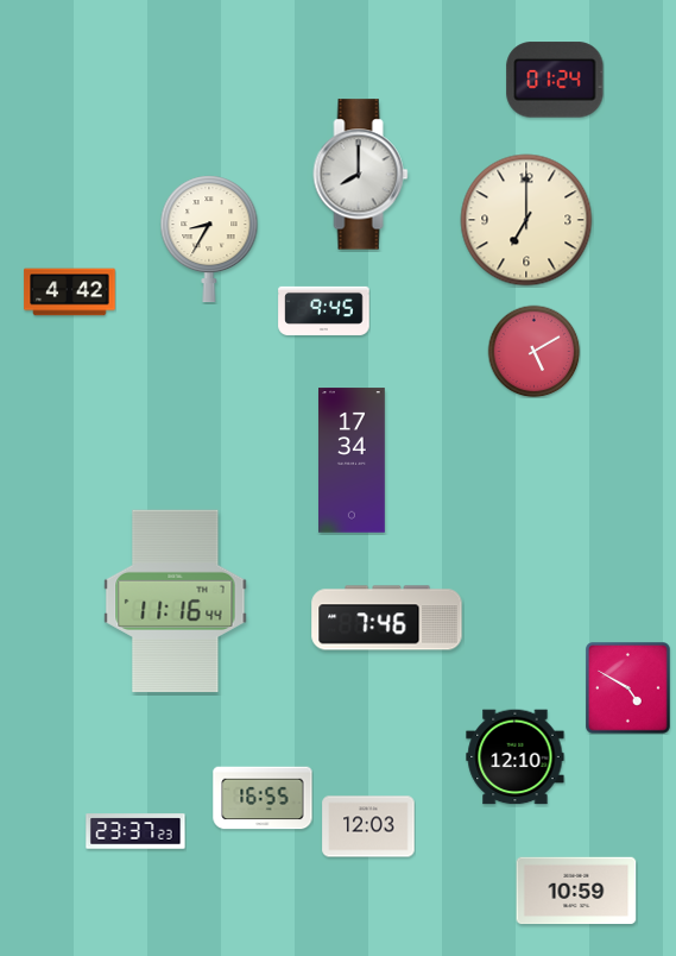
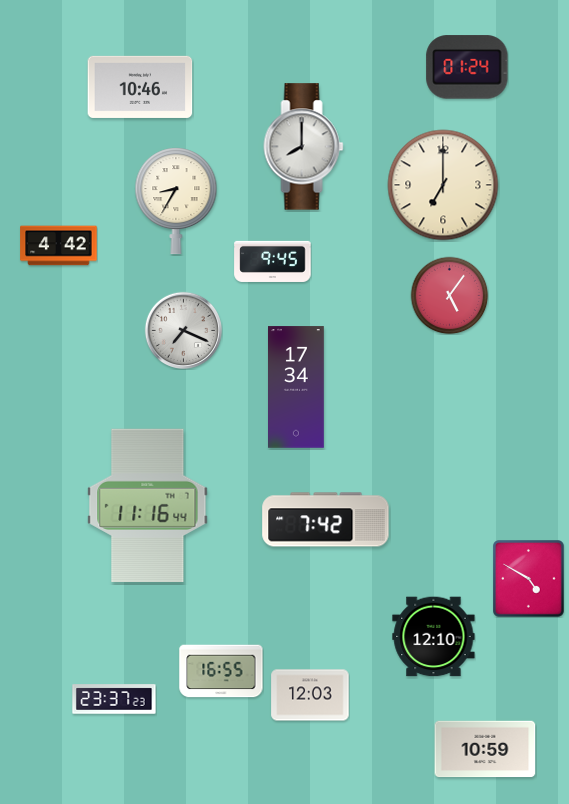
clock at (140, 87): none -> 10:46
clock at (533, 351): 5:10 -> 5:06
clock at (183, 330): none -> 7:19
clock at (387, 618): 7:46 -> 7:42
